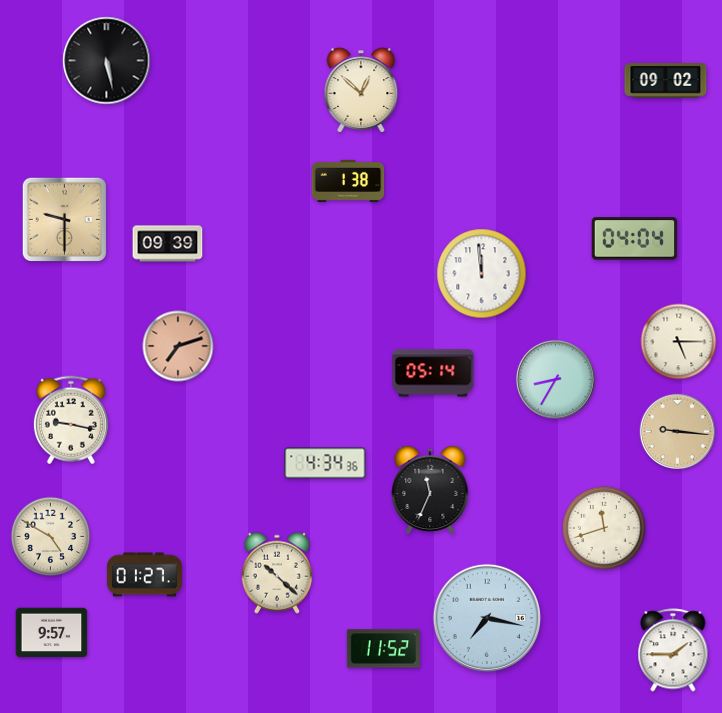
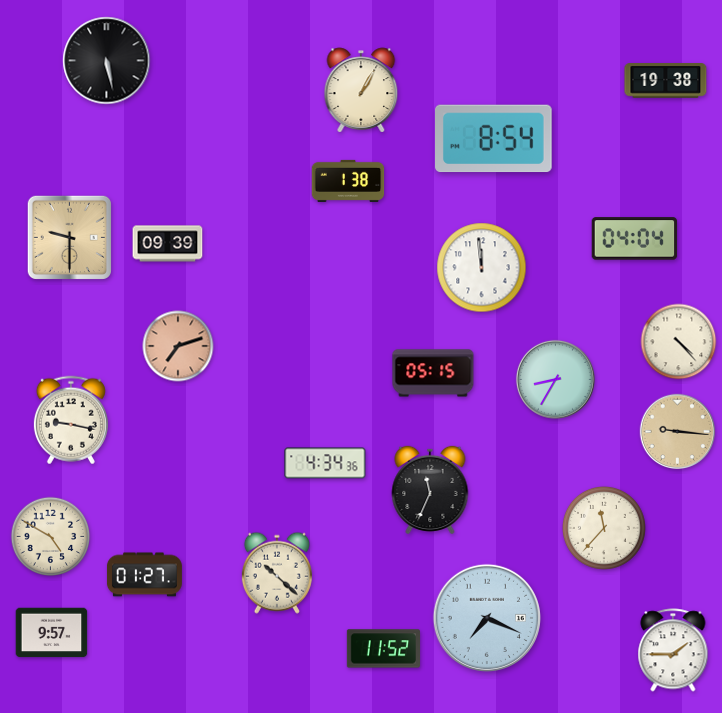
clock at (666, 81): 09:02 -> 19:38
clock at (361, 90): 12:52 -> 1:05
clock at (494, 139): none -> 8:54
clock at (64, 219) position: (64, 219) -> (69, 237)
clock at (482, 274) position: (482, 274) -> (482, 268)
clock at (679, 342): 5:15 -> 4:23
clock at (433, 373): 05:14 -> 05:15
clock at (604, 528): 11:42 -> 11:37
clock at (487, 618): 7:17 -> 7:19
